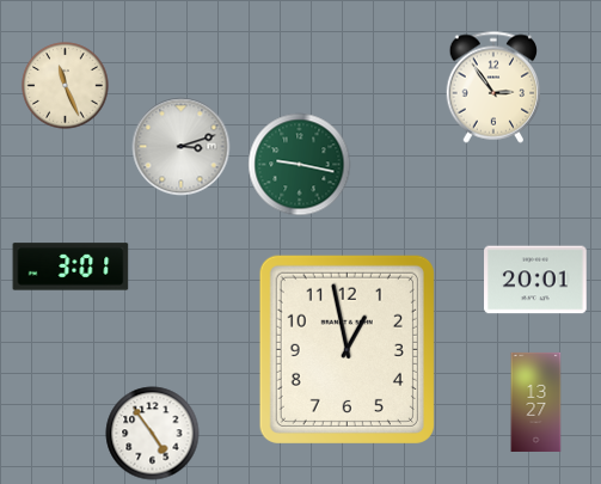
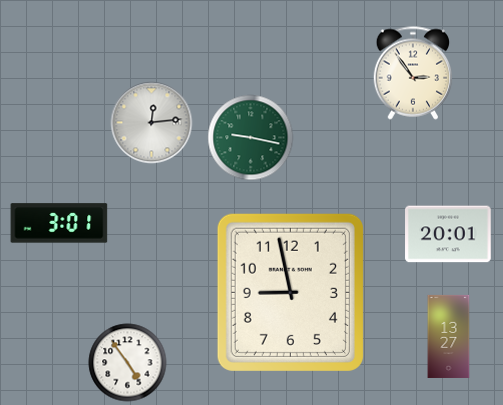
clock at (66, 86): 11:26 -> none
clock at (182, 147): 3:12 -> 12:14
clock at (347, 349): 12:58 -> 8:58
